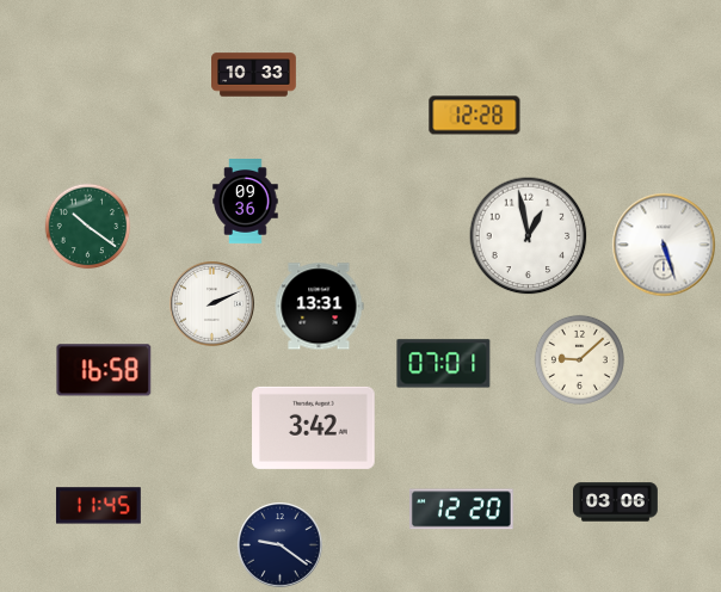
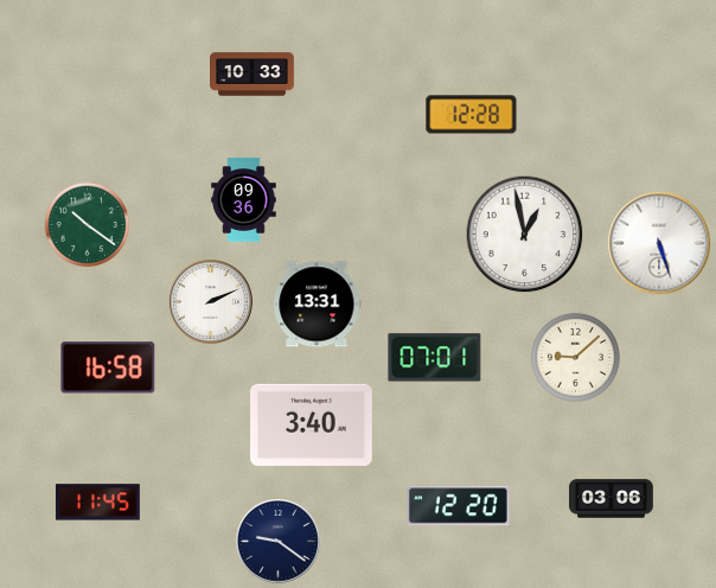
clock at (444, 364) position: (444, 364) -> (435, 358)
clock at (104, 370) position: (104, 370) -> (108, 367)
clock at (314, 427): 3:42 -> 3:40
